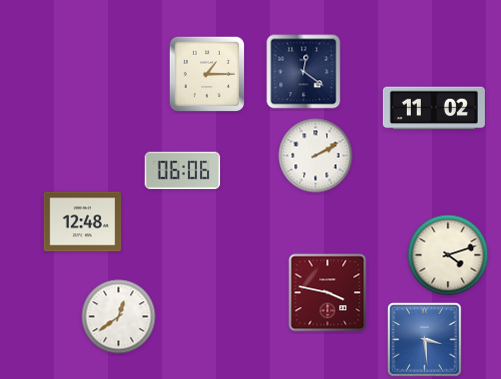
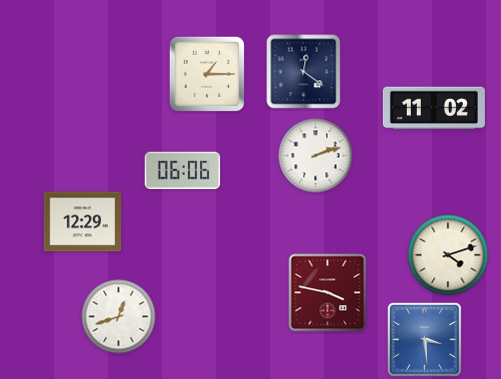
clock at (316, 156): 2:10 -> 2:12
clock at (83, 222): 12:48 -> 12:29
clock at (119, 317): 12:39 -> 12:42
